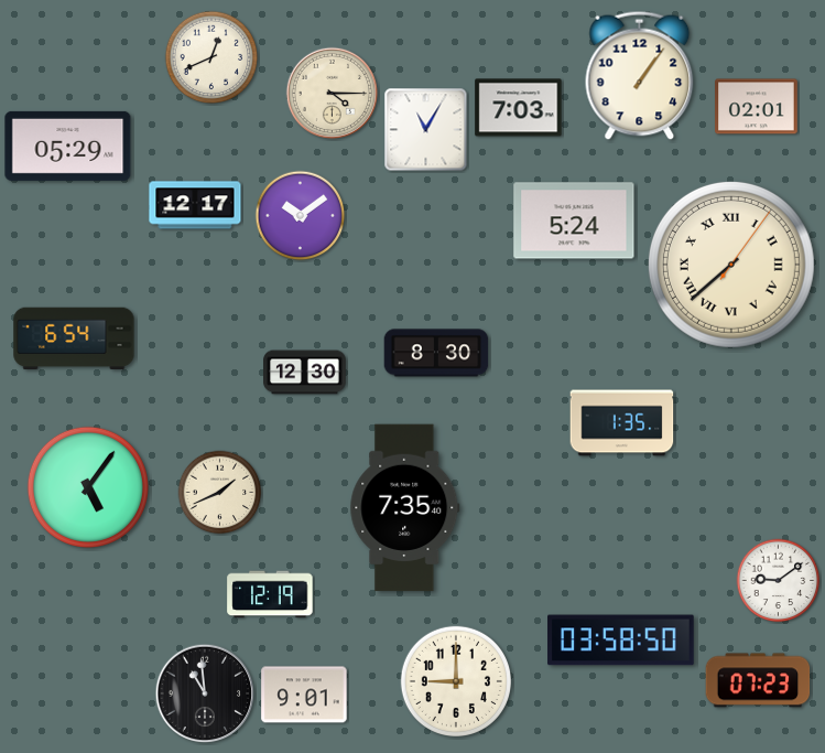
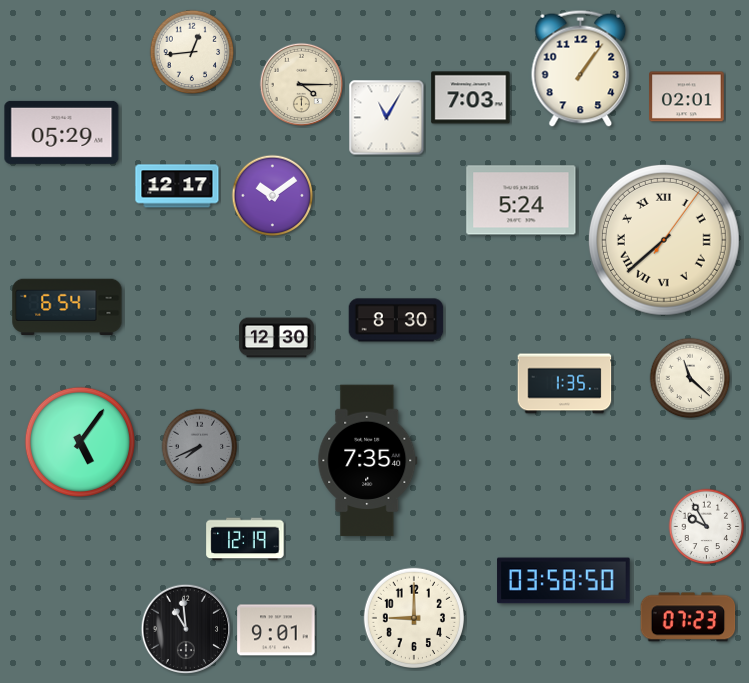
clock at (211, 57): 12:41 -> 12:44
clock at (690, 378): none -> 11:22
clock at (220, 493): 1:41 -> 7:41
clock at (220, 493) dial: cream -> grey
clock at (779, 581): 9:09 -> 9:55
